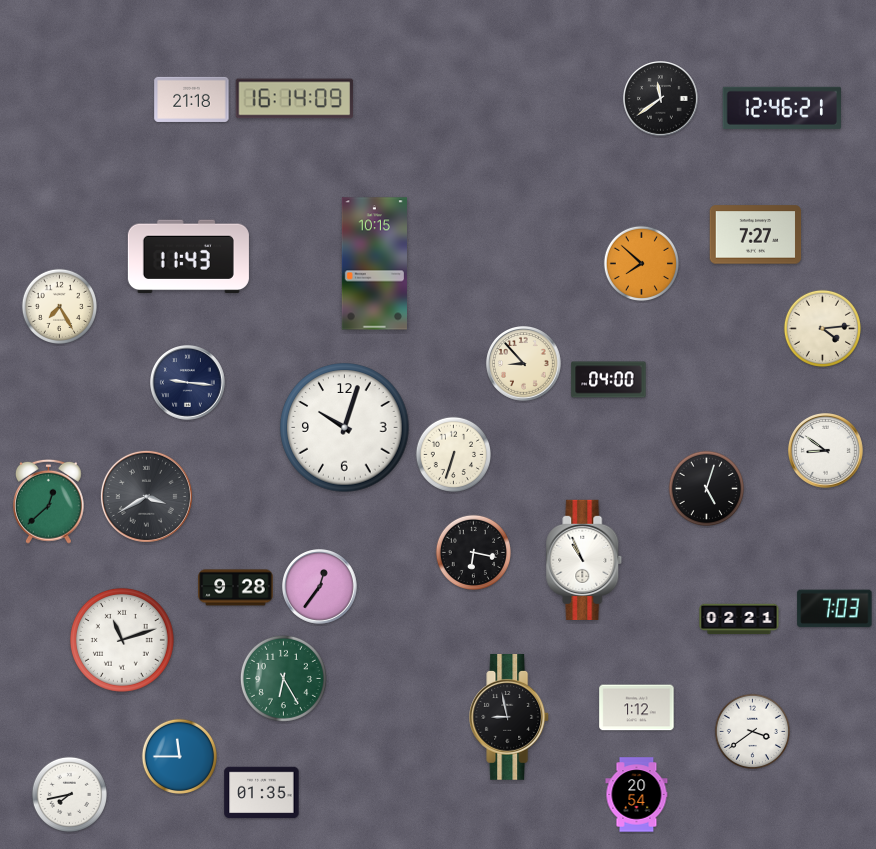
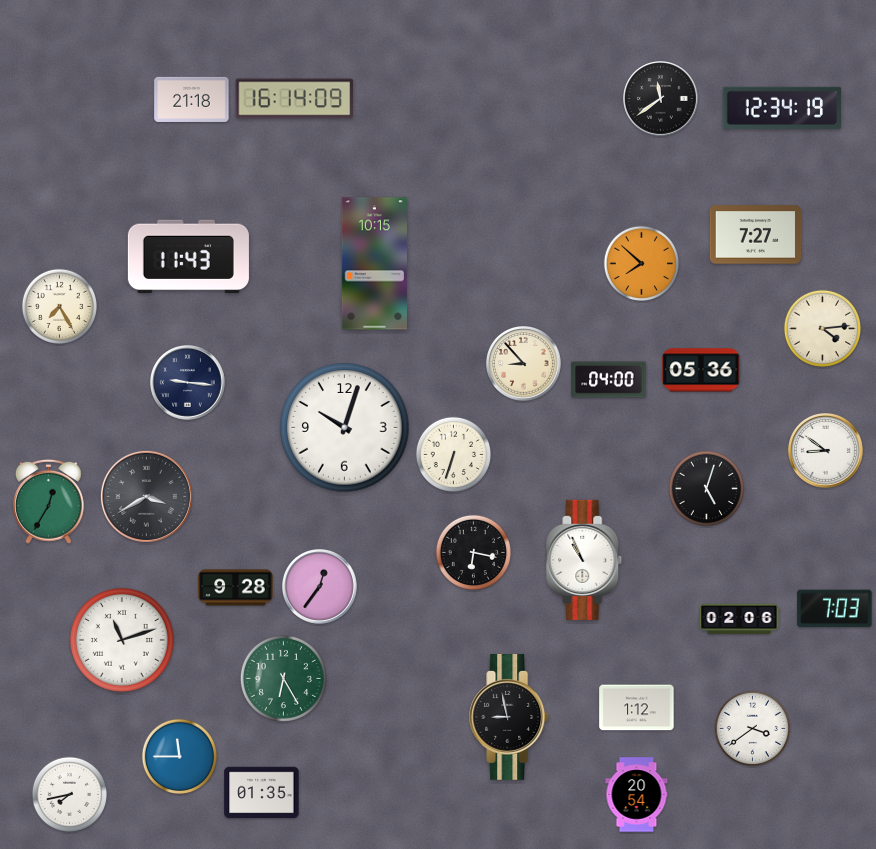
clock at (781, 108): 12:46 -> 12:34
clock at (701, 370): none -> 05:36
clock at (48, 501): 12:38 -> 12:35
clock at (739, 619): 02:21 -> 02:06
clock at (752, 731) position: (752, 731) -> (752, 728)
